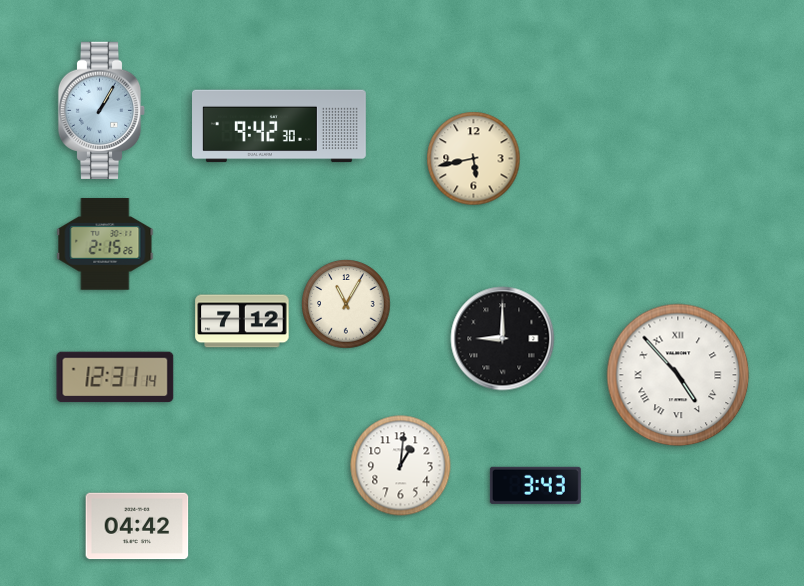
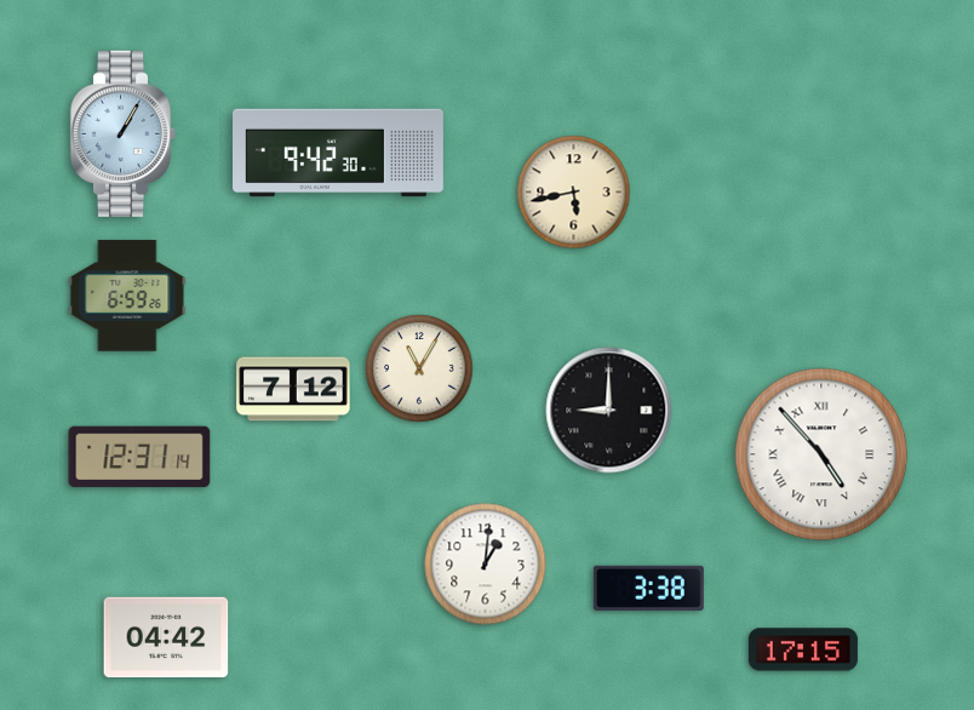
clock at (105, 244): 2:15 -> 6:59
clock at (535, 485): 3:43 -> 3:38
clock at (803, 649): none -> 17:15
